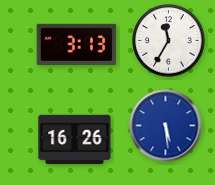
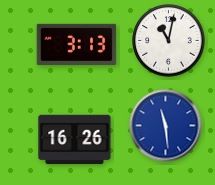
clock at (169, 41): 11:35 -> 11:02
clock at (166, 126): 5:29 -> 11:29
